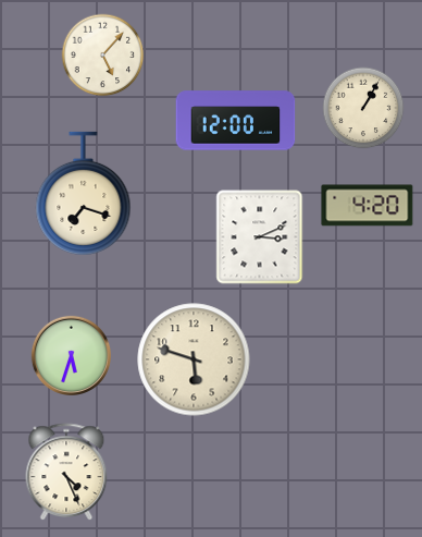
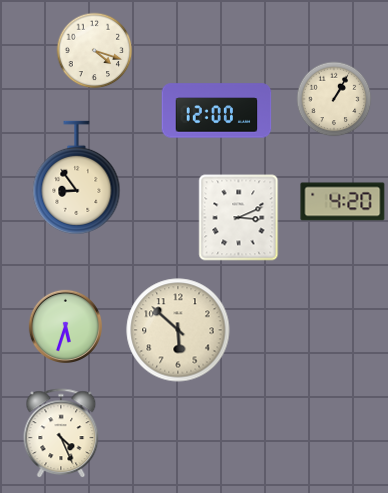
clock at (103, 56): 5:07 -> 4:18
clock at (84, 193): 7:18 -> 8:54
clock at (368, 206) position: (368, 206) -> (343, 202)
clock at (194, 359): 5:48 -> 5:52
